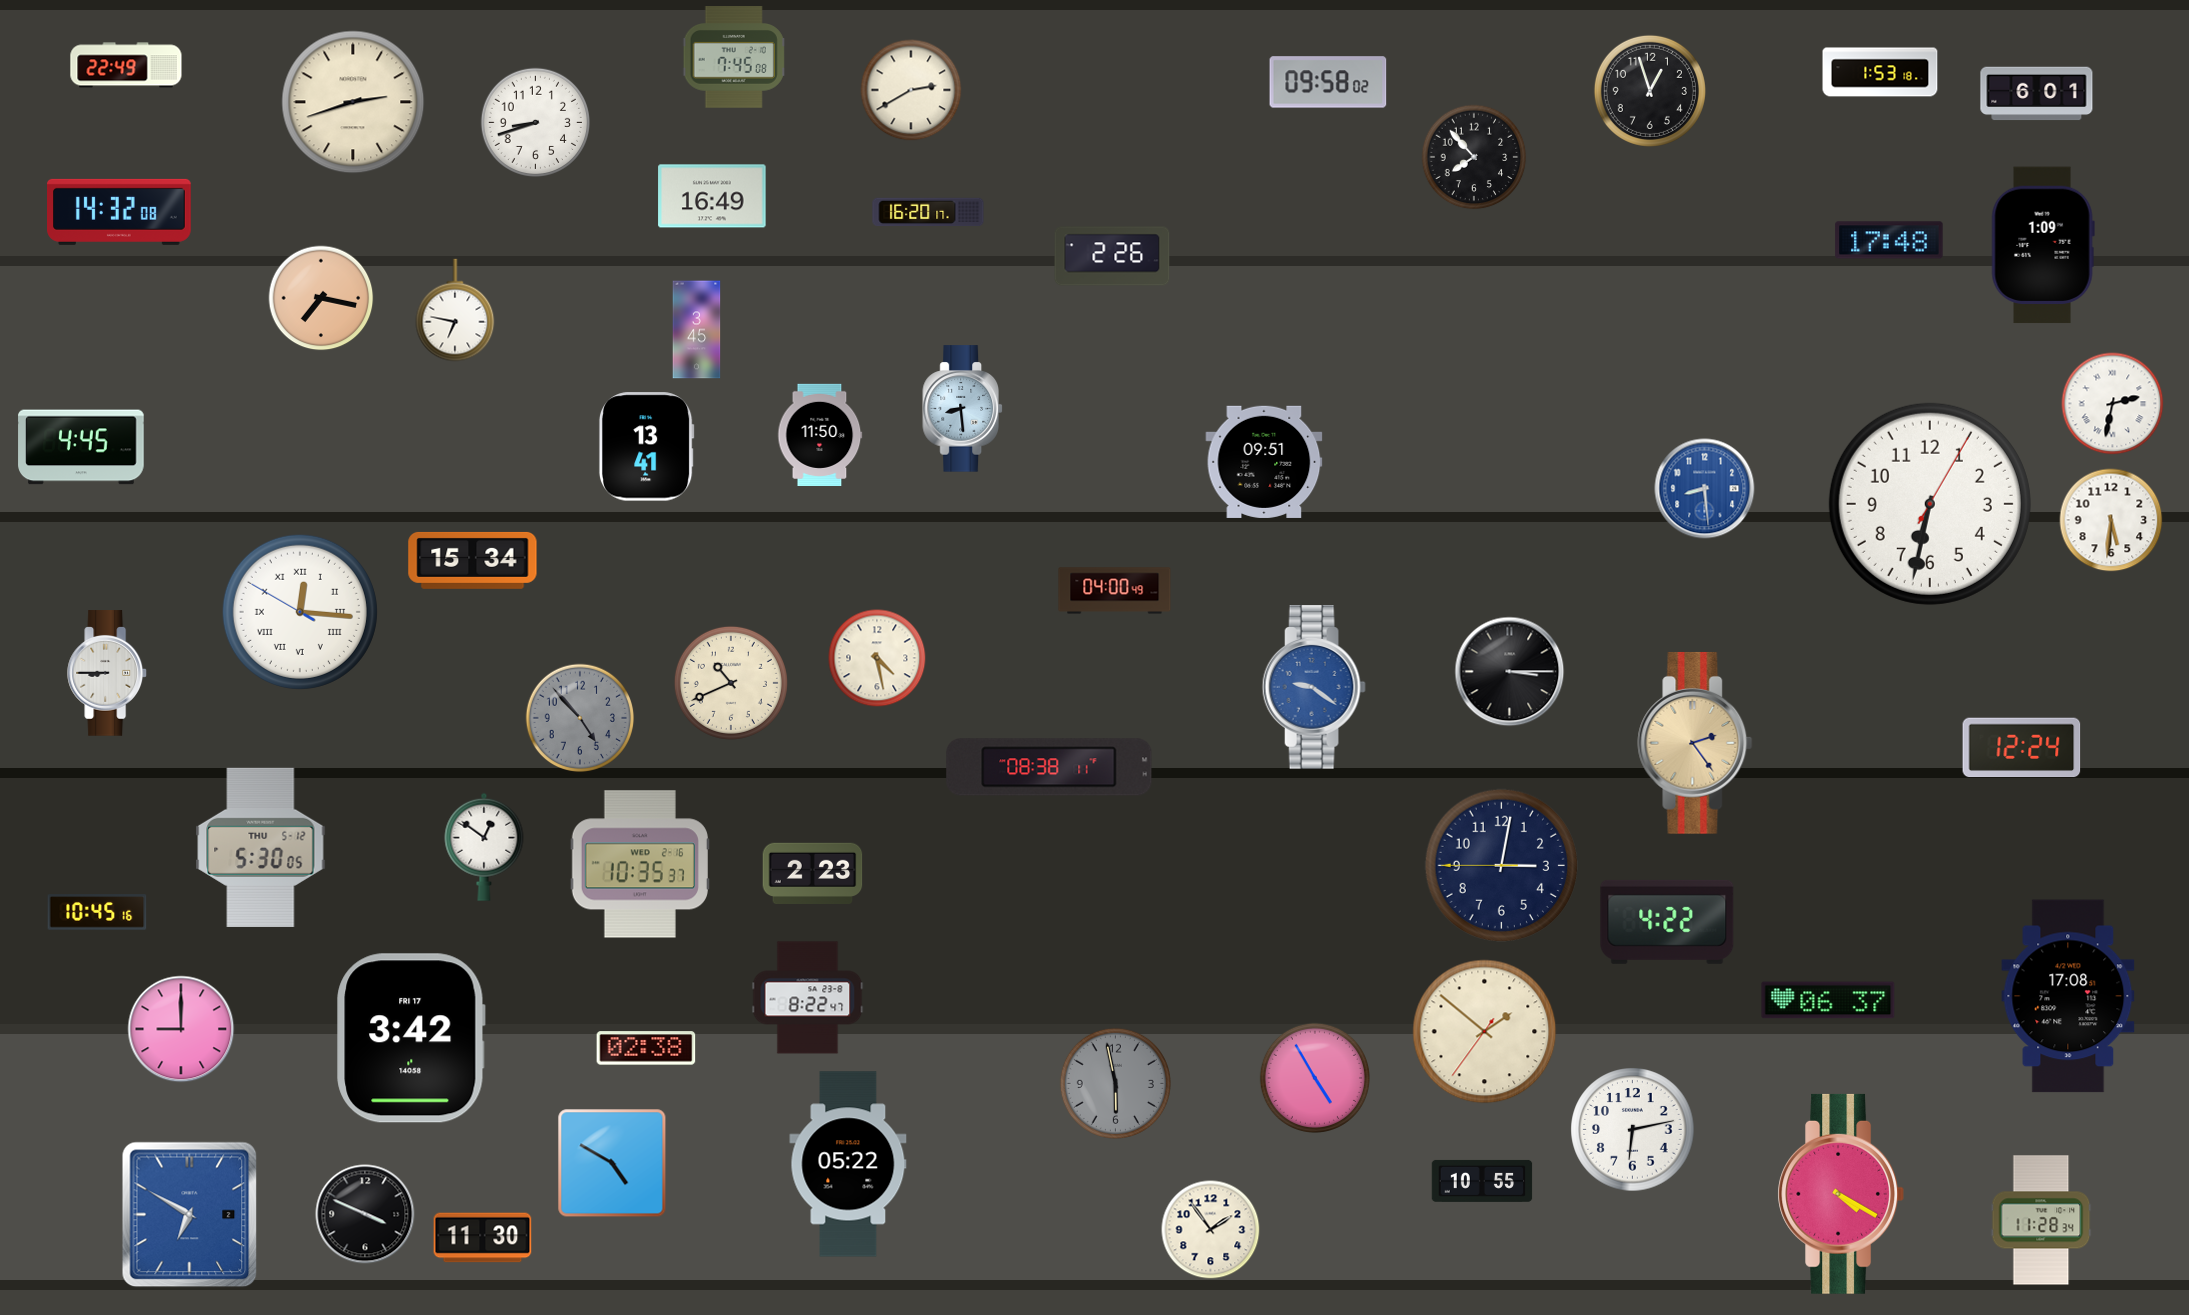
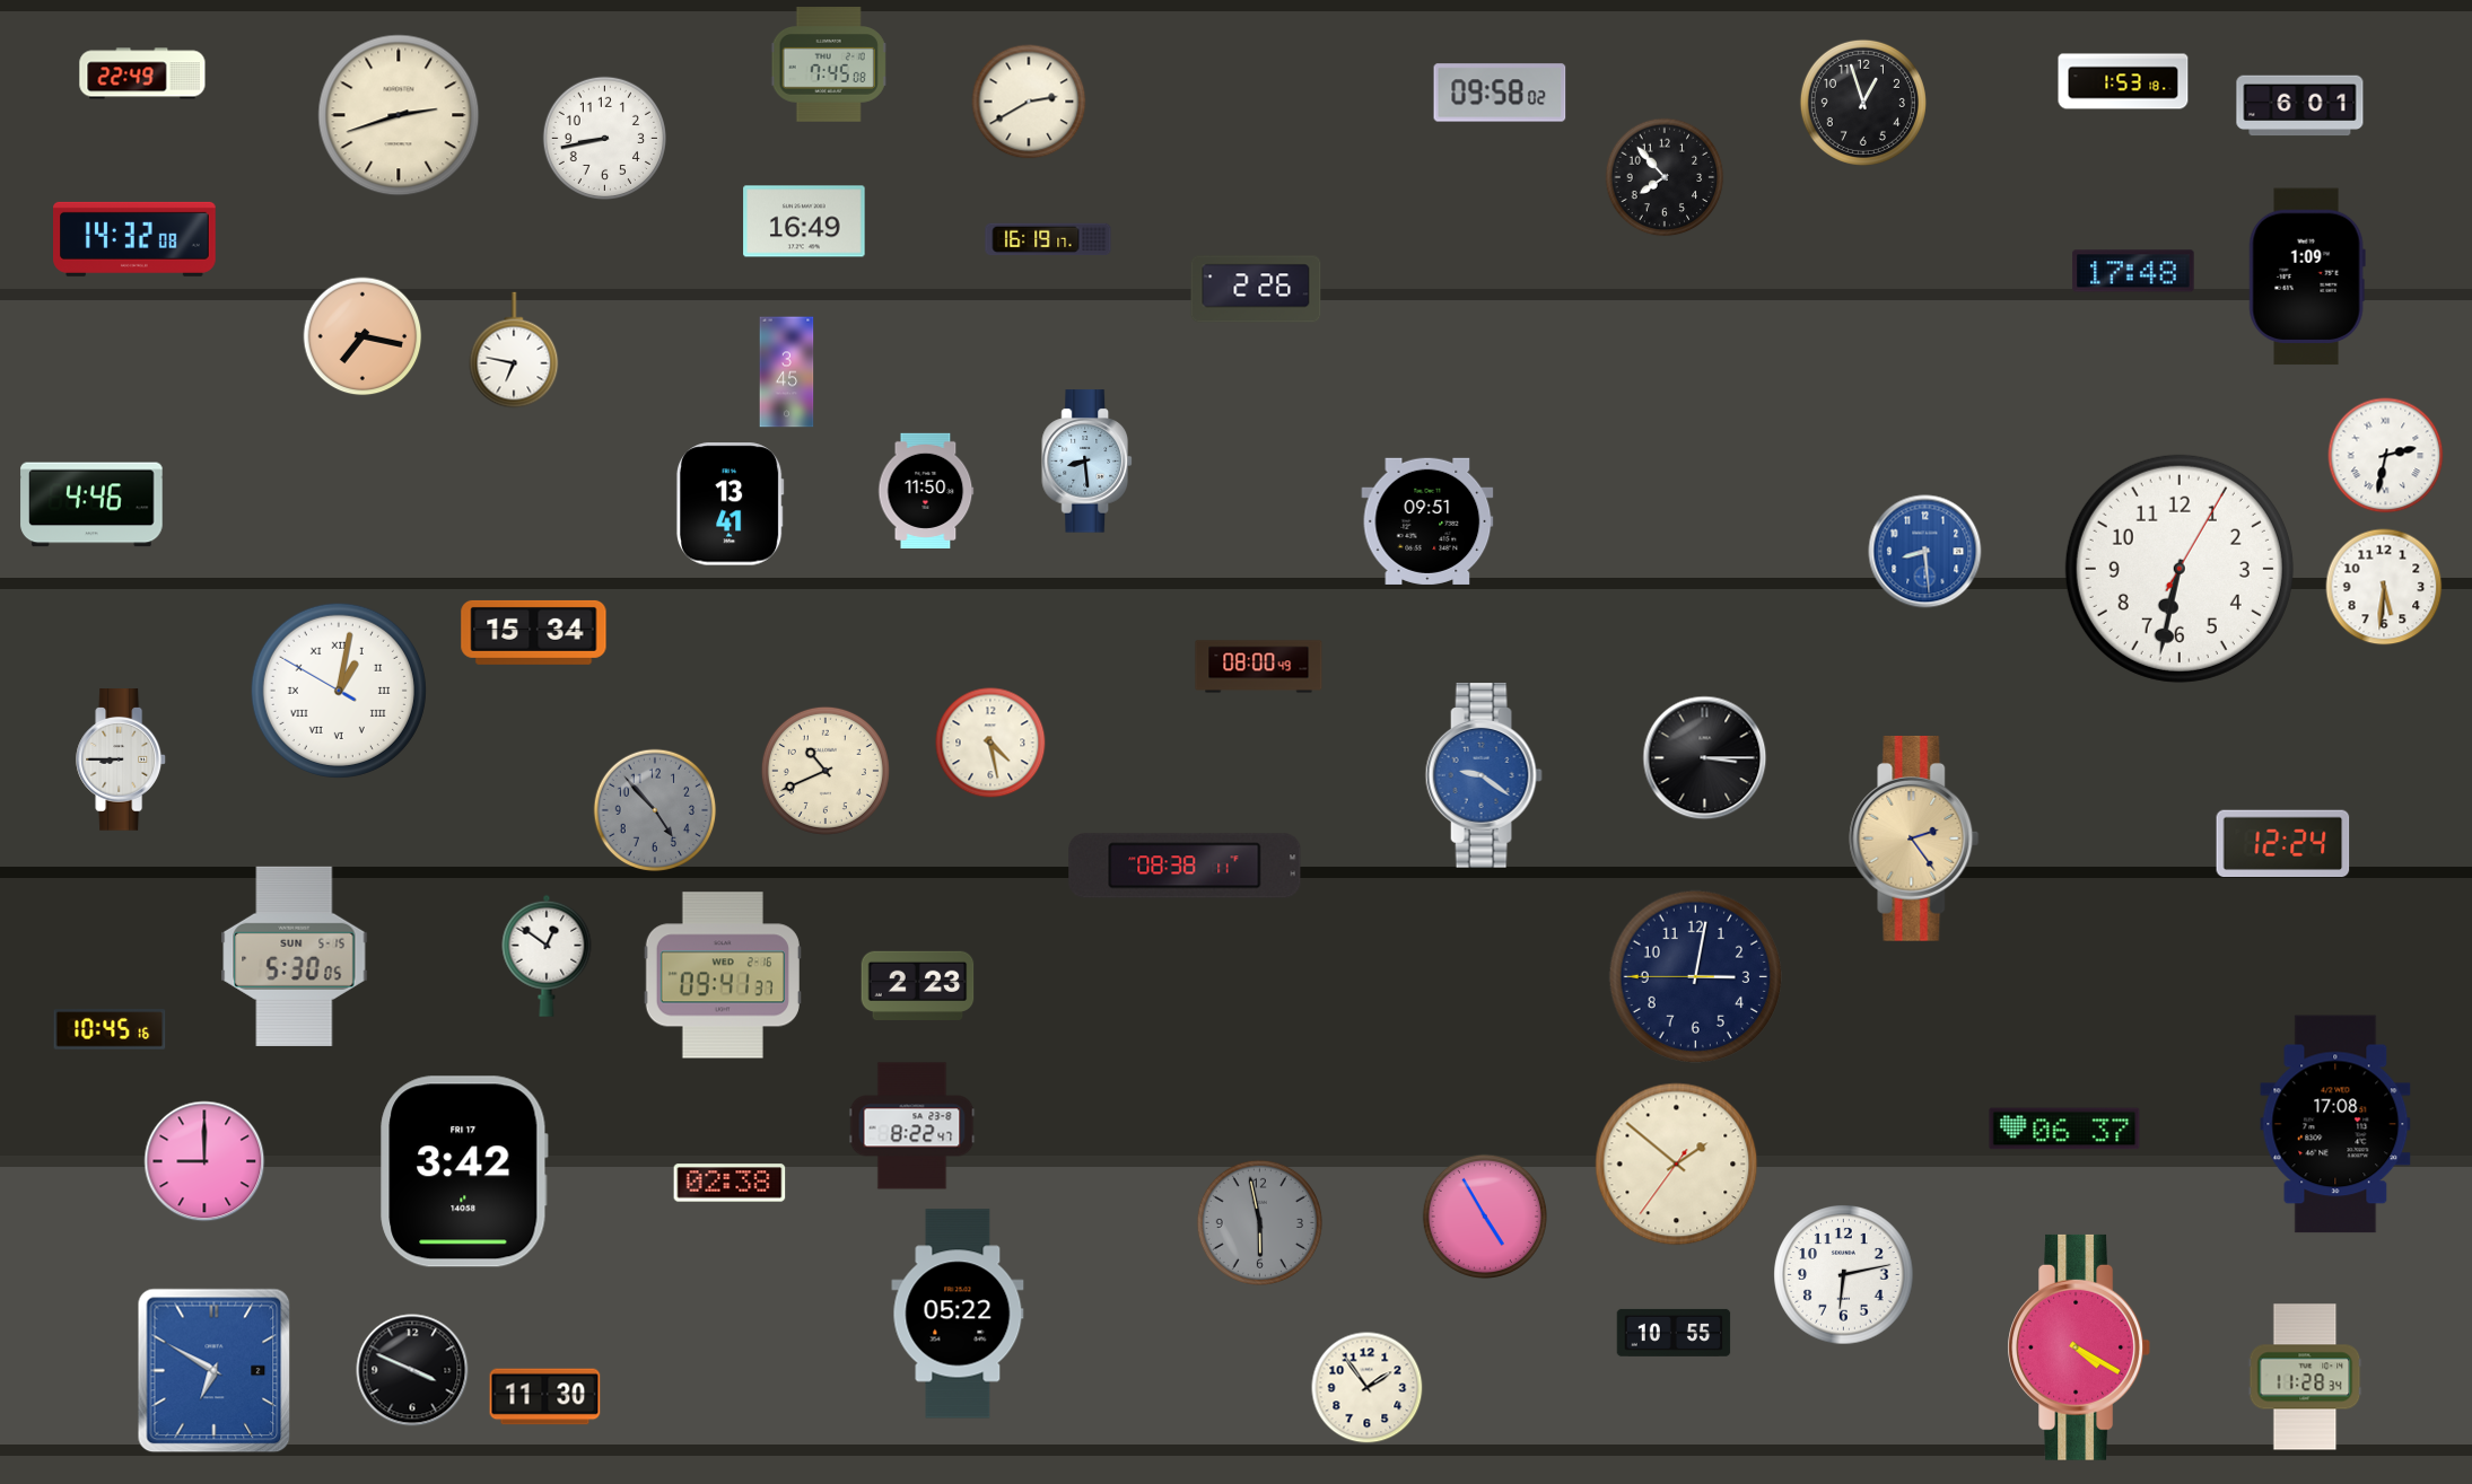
clock at (535, 122): 8:42 -> 8:43
clock at (928, 212): 16:20 -> 16:19
clock at (81, 447): 4:45 -> 4:46
clock at (1115, 591): 04:00 -> 08:00
clock at (300, 612): 12:15 -> 1:01
clock at (261, 847) date: THU 5-12 -> SUN 5-15
clock at (640, 864): 10:35 -> 09:41
clock at (1667, 922): 4:22 -> none
clock at (612, 1163): 4:50 -> none
